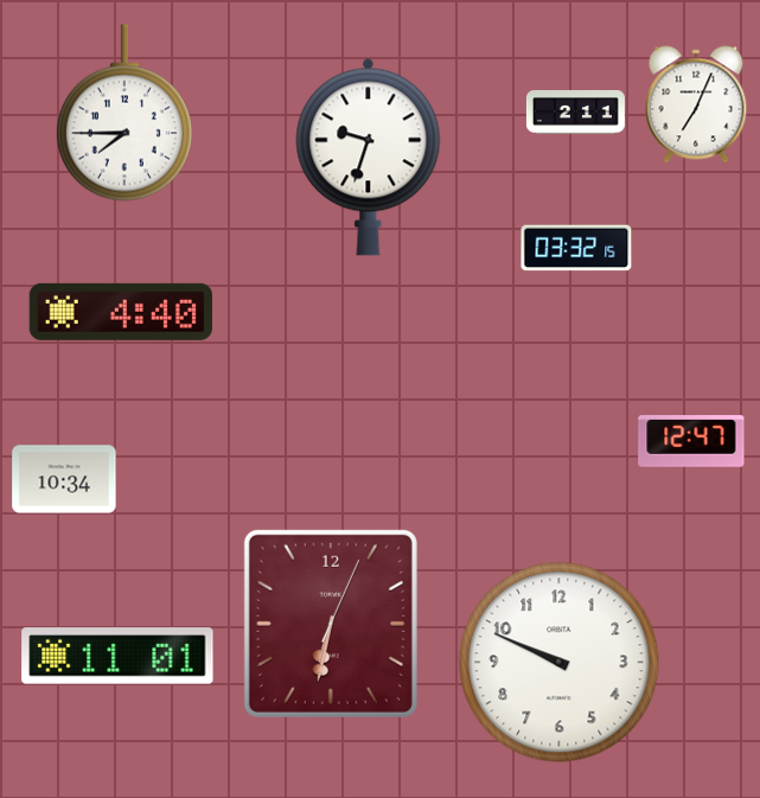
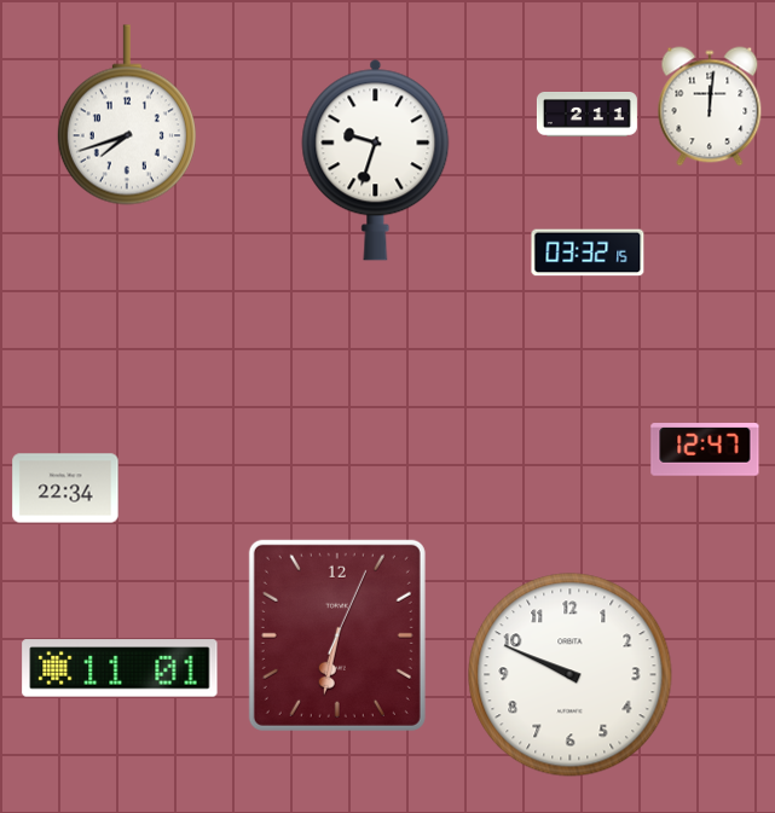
clock at (696, 104): 7:04 -> 12:01
clock at (124, 113): 7:45 -> 7:42
clock at (121, 312): 4:40 -> none
clock at (64, 479): 10:34 -> 22:34
